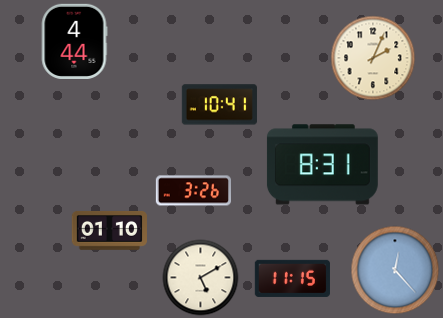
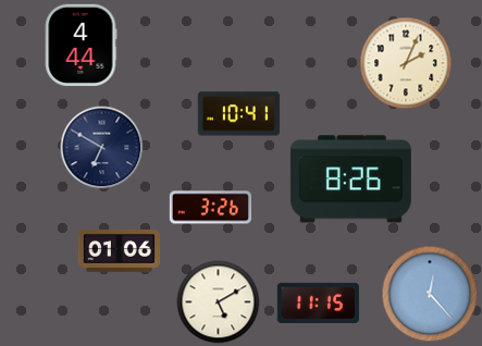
clock at (102, 148): none -> 6:50
clock at (322, 165): 8:31 -> 8:26
clock at (109, 231): 01:10 -> 01:06
